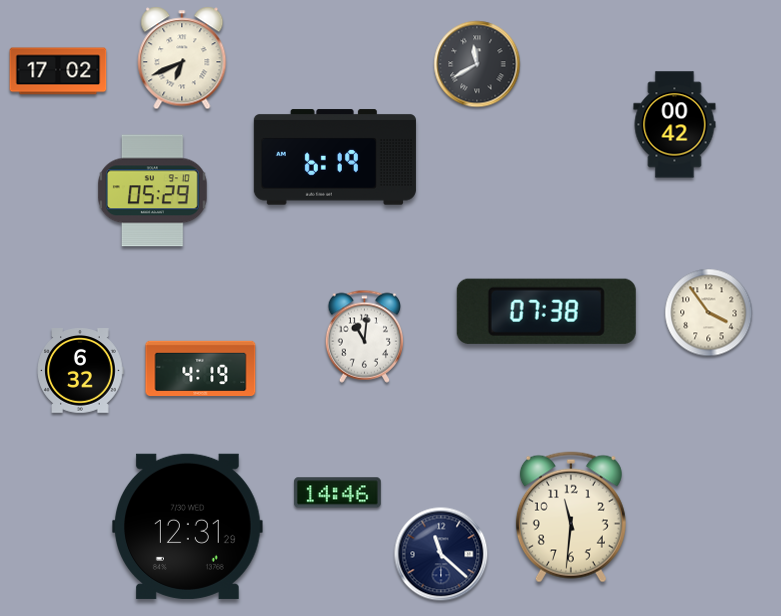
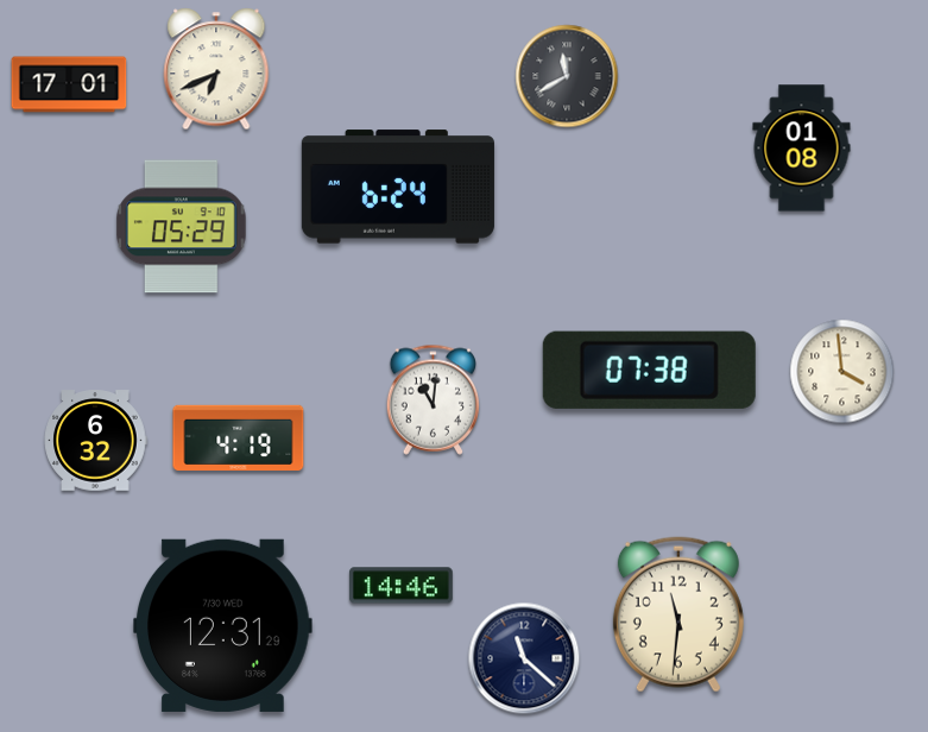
clock at (58, 71): 17:02 -> 17:01
clock at (675, 125): 00:42 -> 01:08
clock at (335, 157): 6:19 -> 6:24
clock at (709, 313): 3:54 -> 3:59
